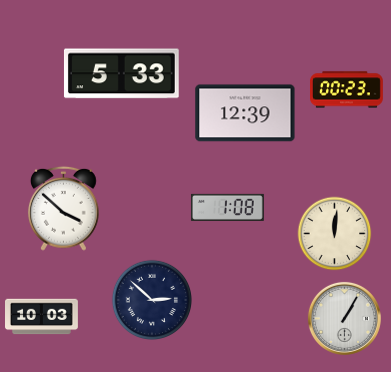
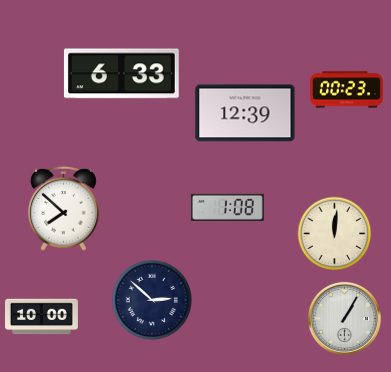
clock at (121, 74): 5:33 -> 6:33
clock at (64, 208): 3:52 -> 7:52
clock at (42, 317): 10:03 -> 10:00
